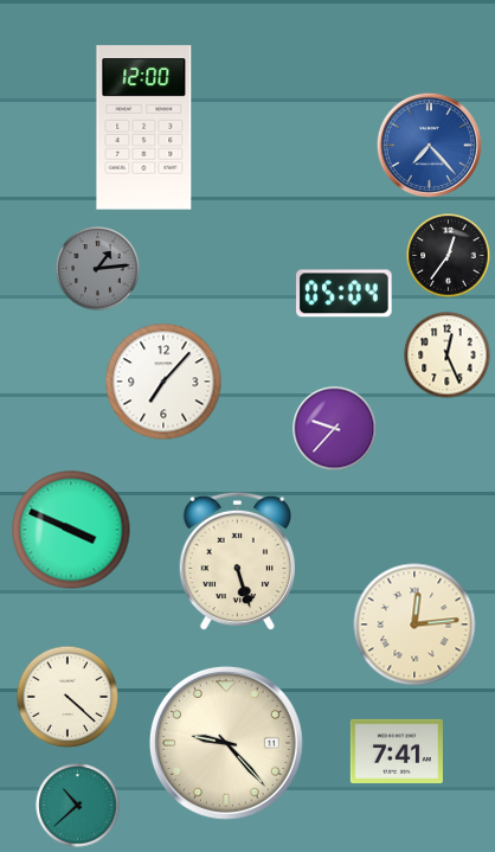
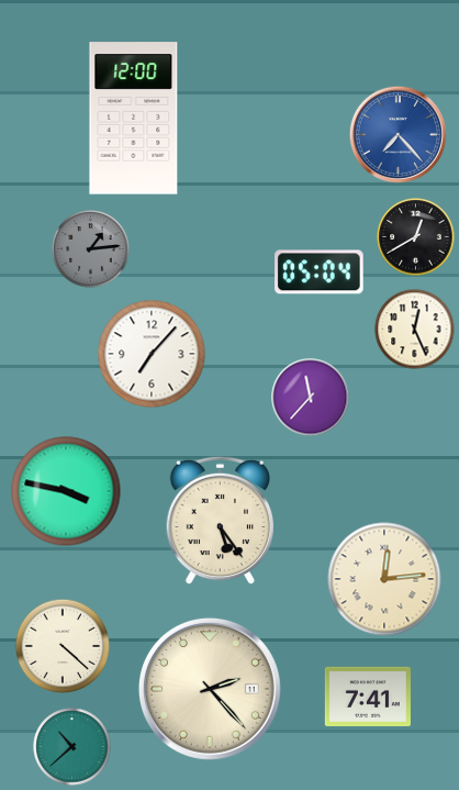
clock at (449, 256): 12:36 -> 12:40
clock at (335, 429): 9:37 -> 11:37
clock at (71, 530): 3:49 -> 3:47
clock at (237, 562): 5:27 -> 5:24
clock at (226, 743): 9:23 -> 2:23
